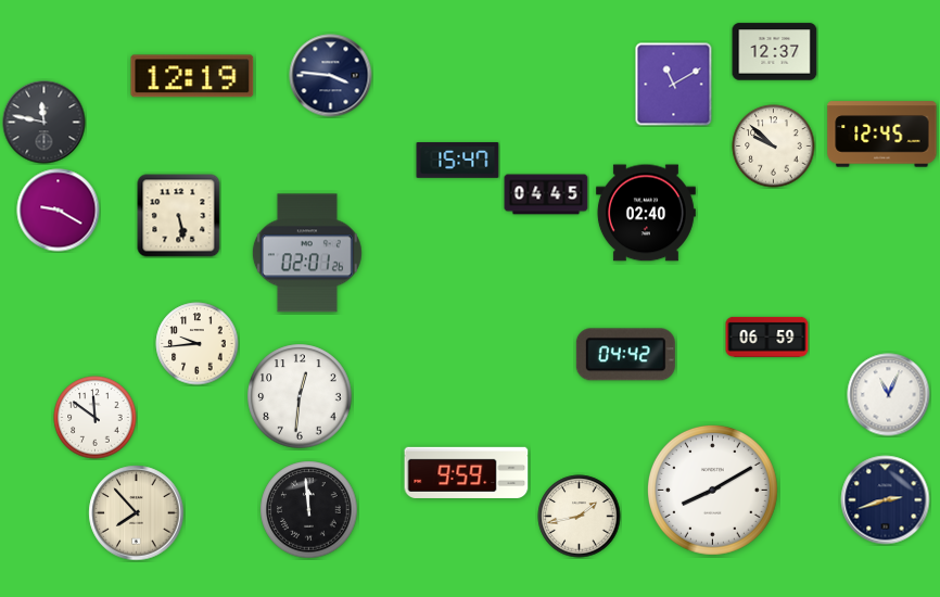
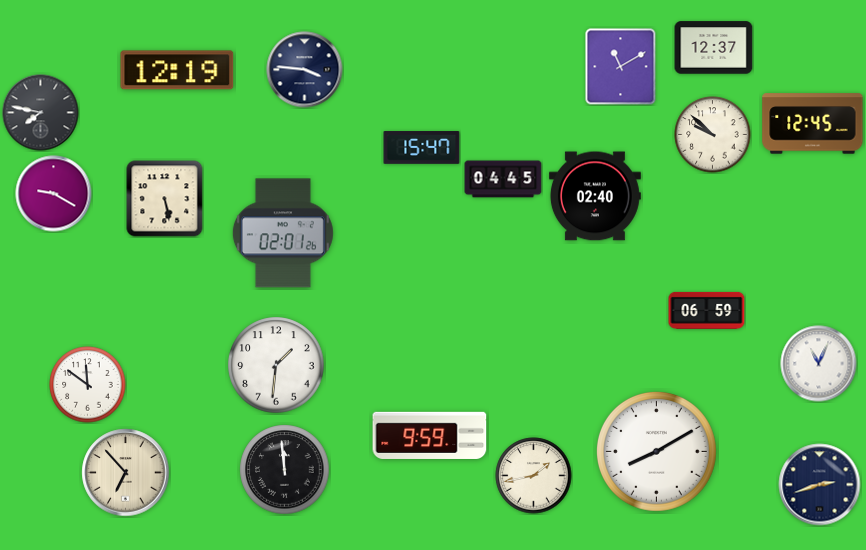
clock at (674, 85) position: (674, 85) -> (621, 67)
clock at (45, 123): 11:47 -> 7:47
clock at (198, 344): 9:44 -> none
clock at (625, 355): 04:42 -> none
clock at (300, 396): 12:31 -> 1:31
clock at (886, 500) position: (886, 500) -> (820, 485)
clock at (137, 513): 7:53 -> 6:53
